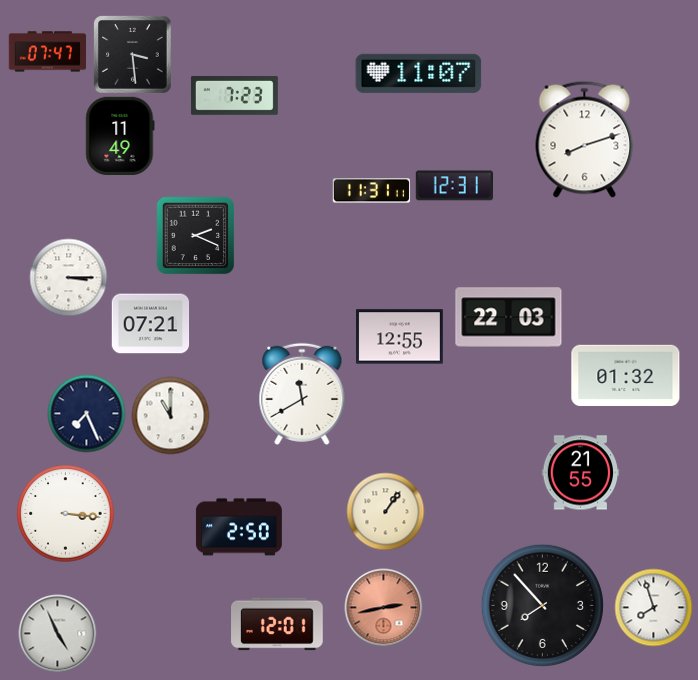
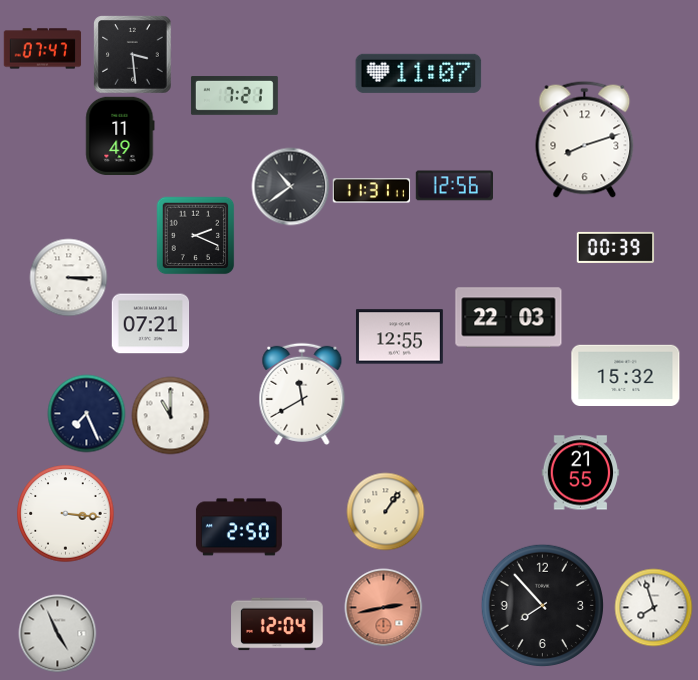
clock at (47, 52) position: (47, 52) -> (42, 49)
clock at (234, 96): 7:23 -> 7:21
clock at (290, 186): none -> 10:39
clock at (454, 186): 12:31 -> 12:56
clock at (615, 247): none -> 00:39
clock at (626, 375): 01:32 -> 15:32
clock at (277, 624): 12:01 -> 12:04
